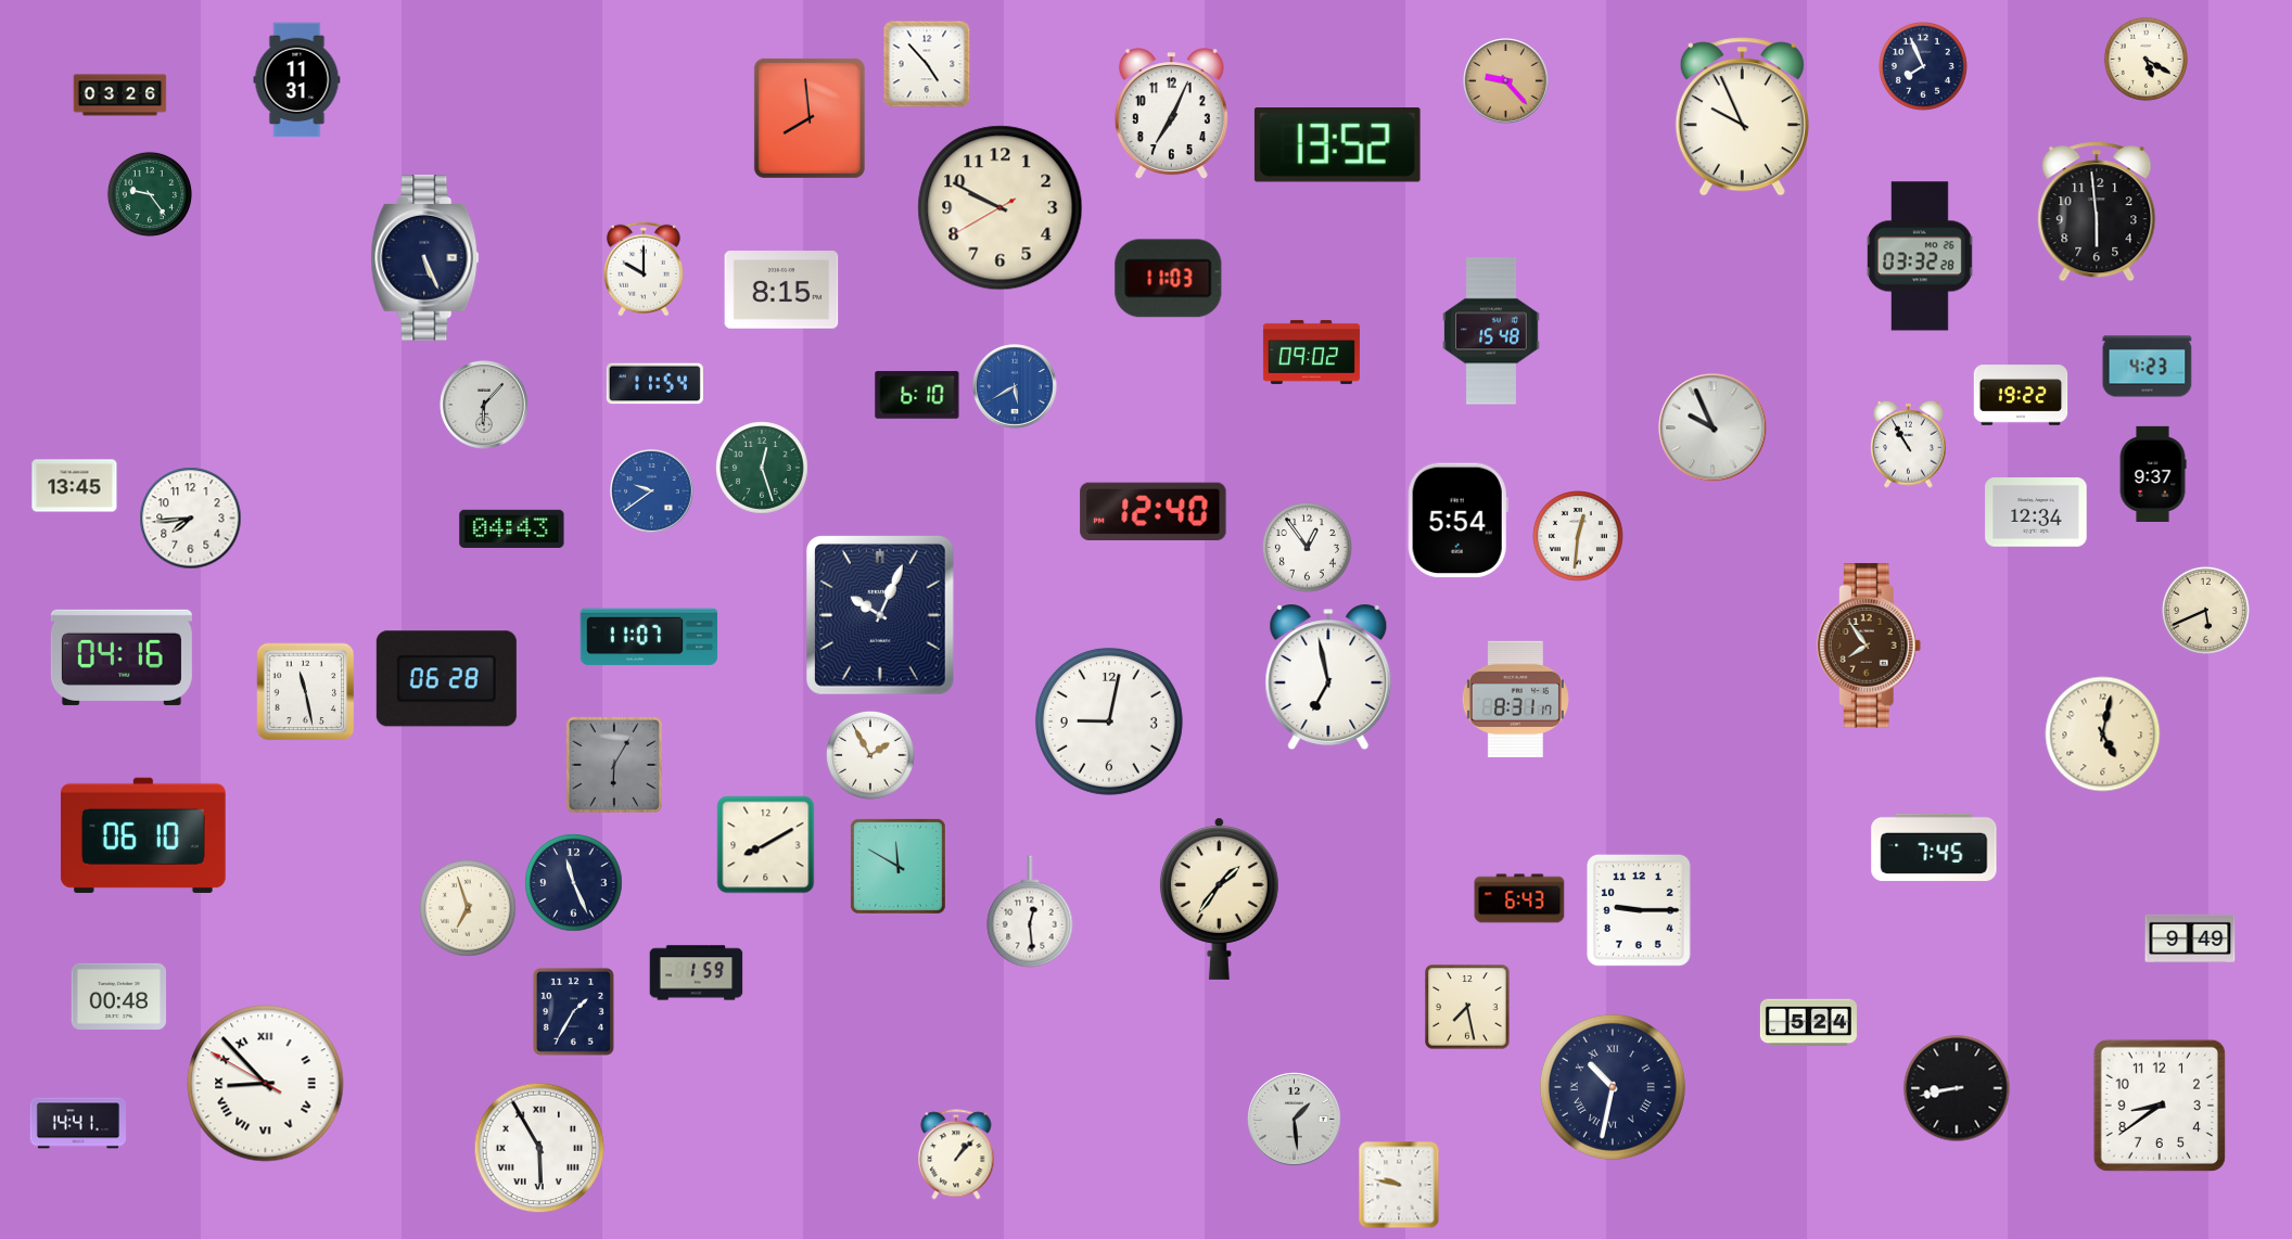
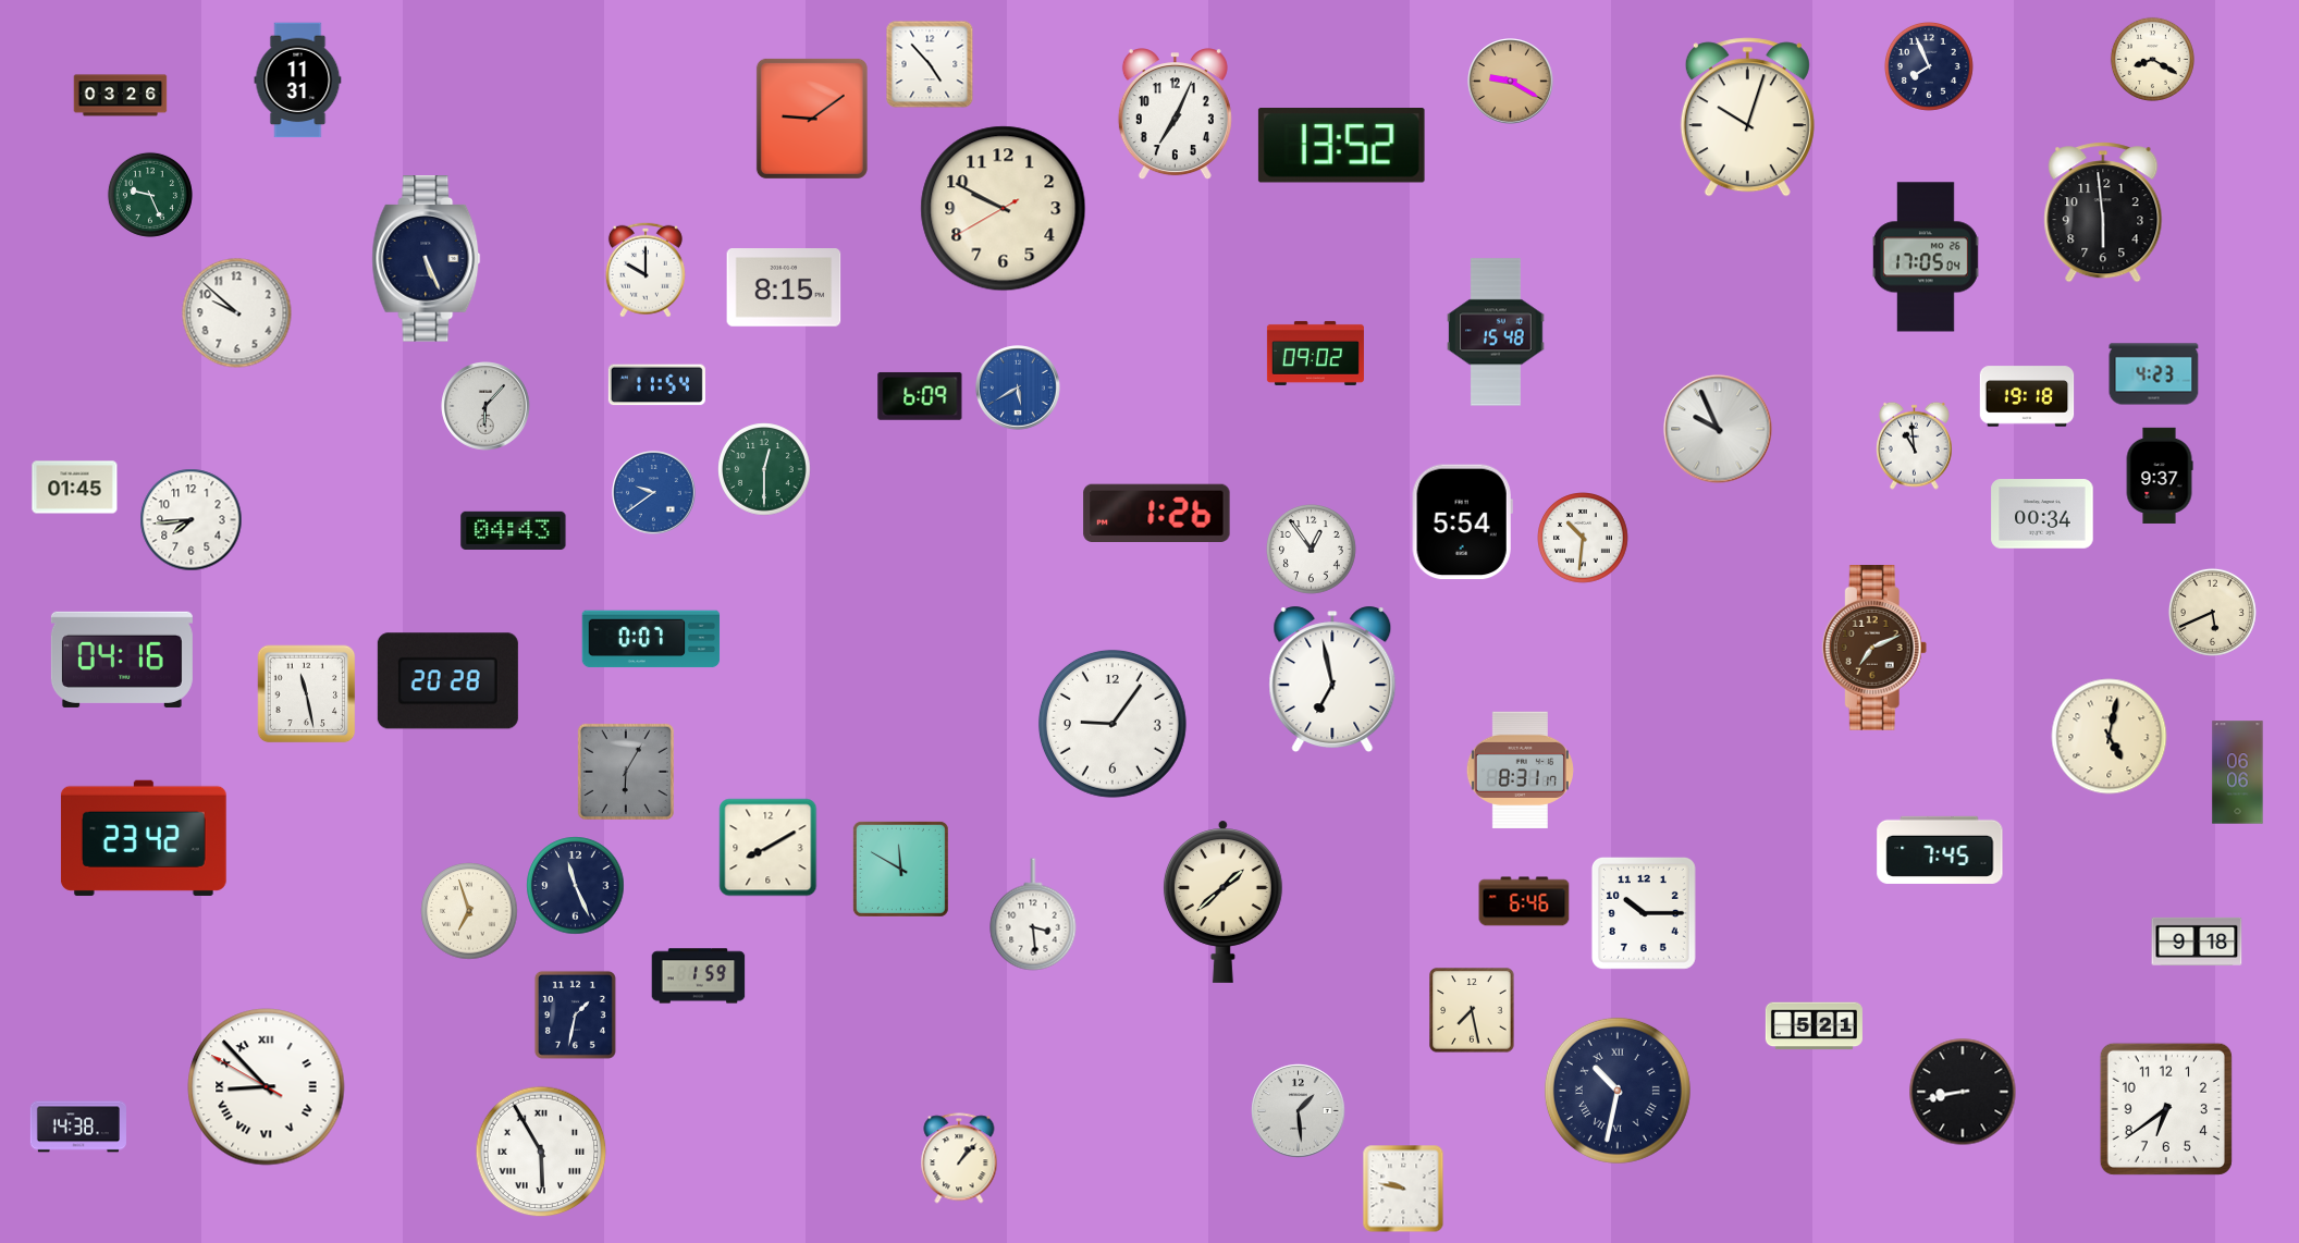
clock at (2145, 59): 5:20 -> 8:20
clock at (1506, 81): 9:23 -> 9:20
clock at (1742, 117): 9:56 -> 10:03
clock at (810, 118): 7:59 -> 9:09
clock at (150, 194): 9:24 -> 9:26
clock at (1920, 256): 03:32 -> 17:05
clock at (1169, 279): 11:03 -> none
clock at (781, 290) position: (781, 290) -> (784, 287)
clock at (237, 313): none -> 9:52
clock at (2148, 367) position: (2148, 367) -> (2154, 374)
clock at (917, 395): 6:10 -> 6:09
clock at (2021, 395): 19:22 -> 19:18
clock at (1909, 444): 10:55 -> 10:59
clock at (762, 468): 12:27 -> 12:30
clock at (75, 486): 13:45 -> 01:45
clock at (1154, 512): 12:40 -> 1:26
clock at (2036, 512): 12:34 -> 00:34
clock at (1579, 537): 12:31 -> 10:31
clock at (880, 616): 10:04 -> none
clock at (649, 637): 11:07 -> 0:07
clock at (1869, 647): 7:54 -> 7:11
clock at (446, 679): 06:28 -> 20:28
clock at (1515, 699) position: (1515, 699) -> (1520, 770)
clock at (1109, 721): 9:02 -> 9:06
clock at (870, 755): 1:55 -> none
clock at (614, 765) position: (614, 765) -> (626, 772)
clock at (2238, 773): none -> 06:06
clock at (143, 835): 06:10 -> 23:42
clock at (1219, 898): 1:36 -> 1:38
clock at (1519, 898): 6:43 -> 6:46
clock at (1639, 910): 9:15 -> 10:15
clock at (1030, 911): 12:29 -> 3:29
clock at (2190, 938): 9:49 -> 9:18
clock at (118, 996): 00:48 -> none
clock at (573, 1011): 1:35 -> 1:32
clock at (1808, 1023): 5:24 -> 5:21
clock at (2160, 1106): 8:39 -> 6:39
clock at (1295, 1120) position: (1295, 1120) -> (1299, 1111)
clock at (78, 1123): 14:41 -> 14:38
